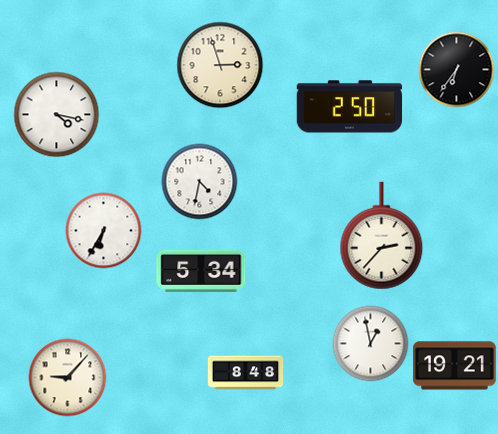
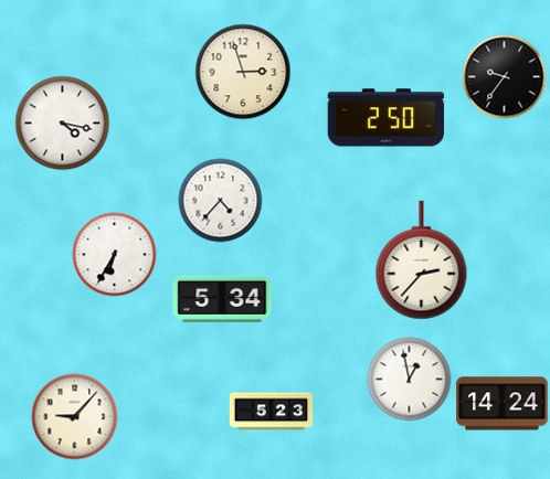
clock at (457, 70): 6:36 -> 9:36
clock at (57, 115) position: (57, 115) -> (63, 124)
clock at (200, 182): 4:32 -> 4:37
clock at (455, 366): 19:21 -> 14:24
clock at (246, 373): 8:48 -> 5:23
